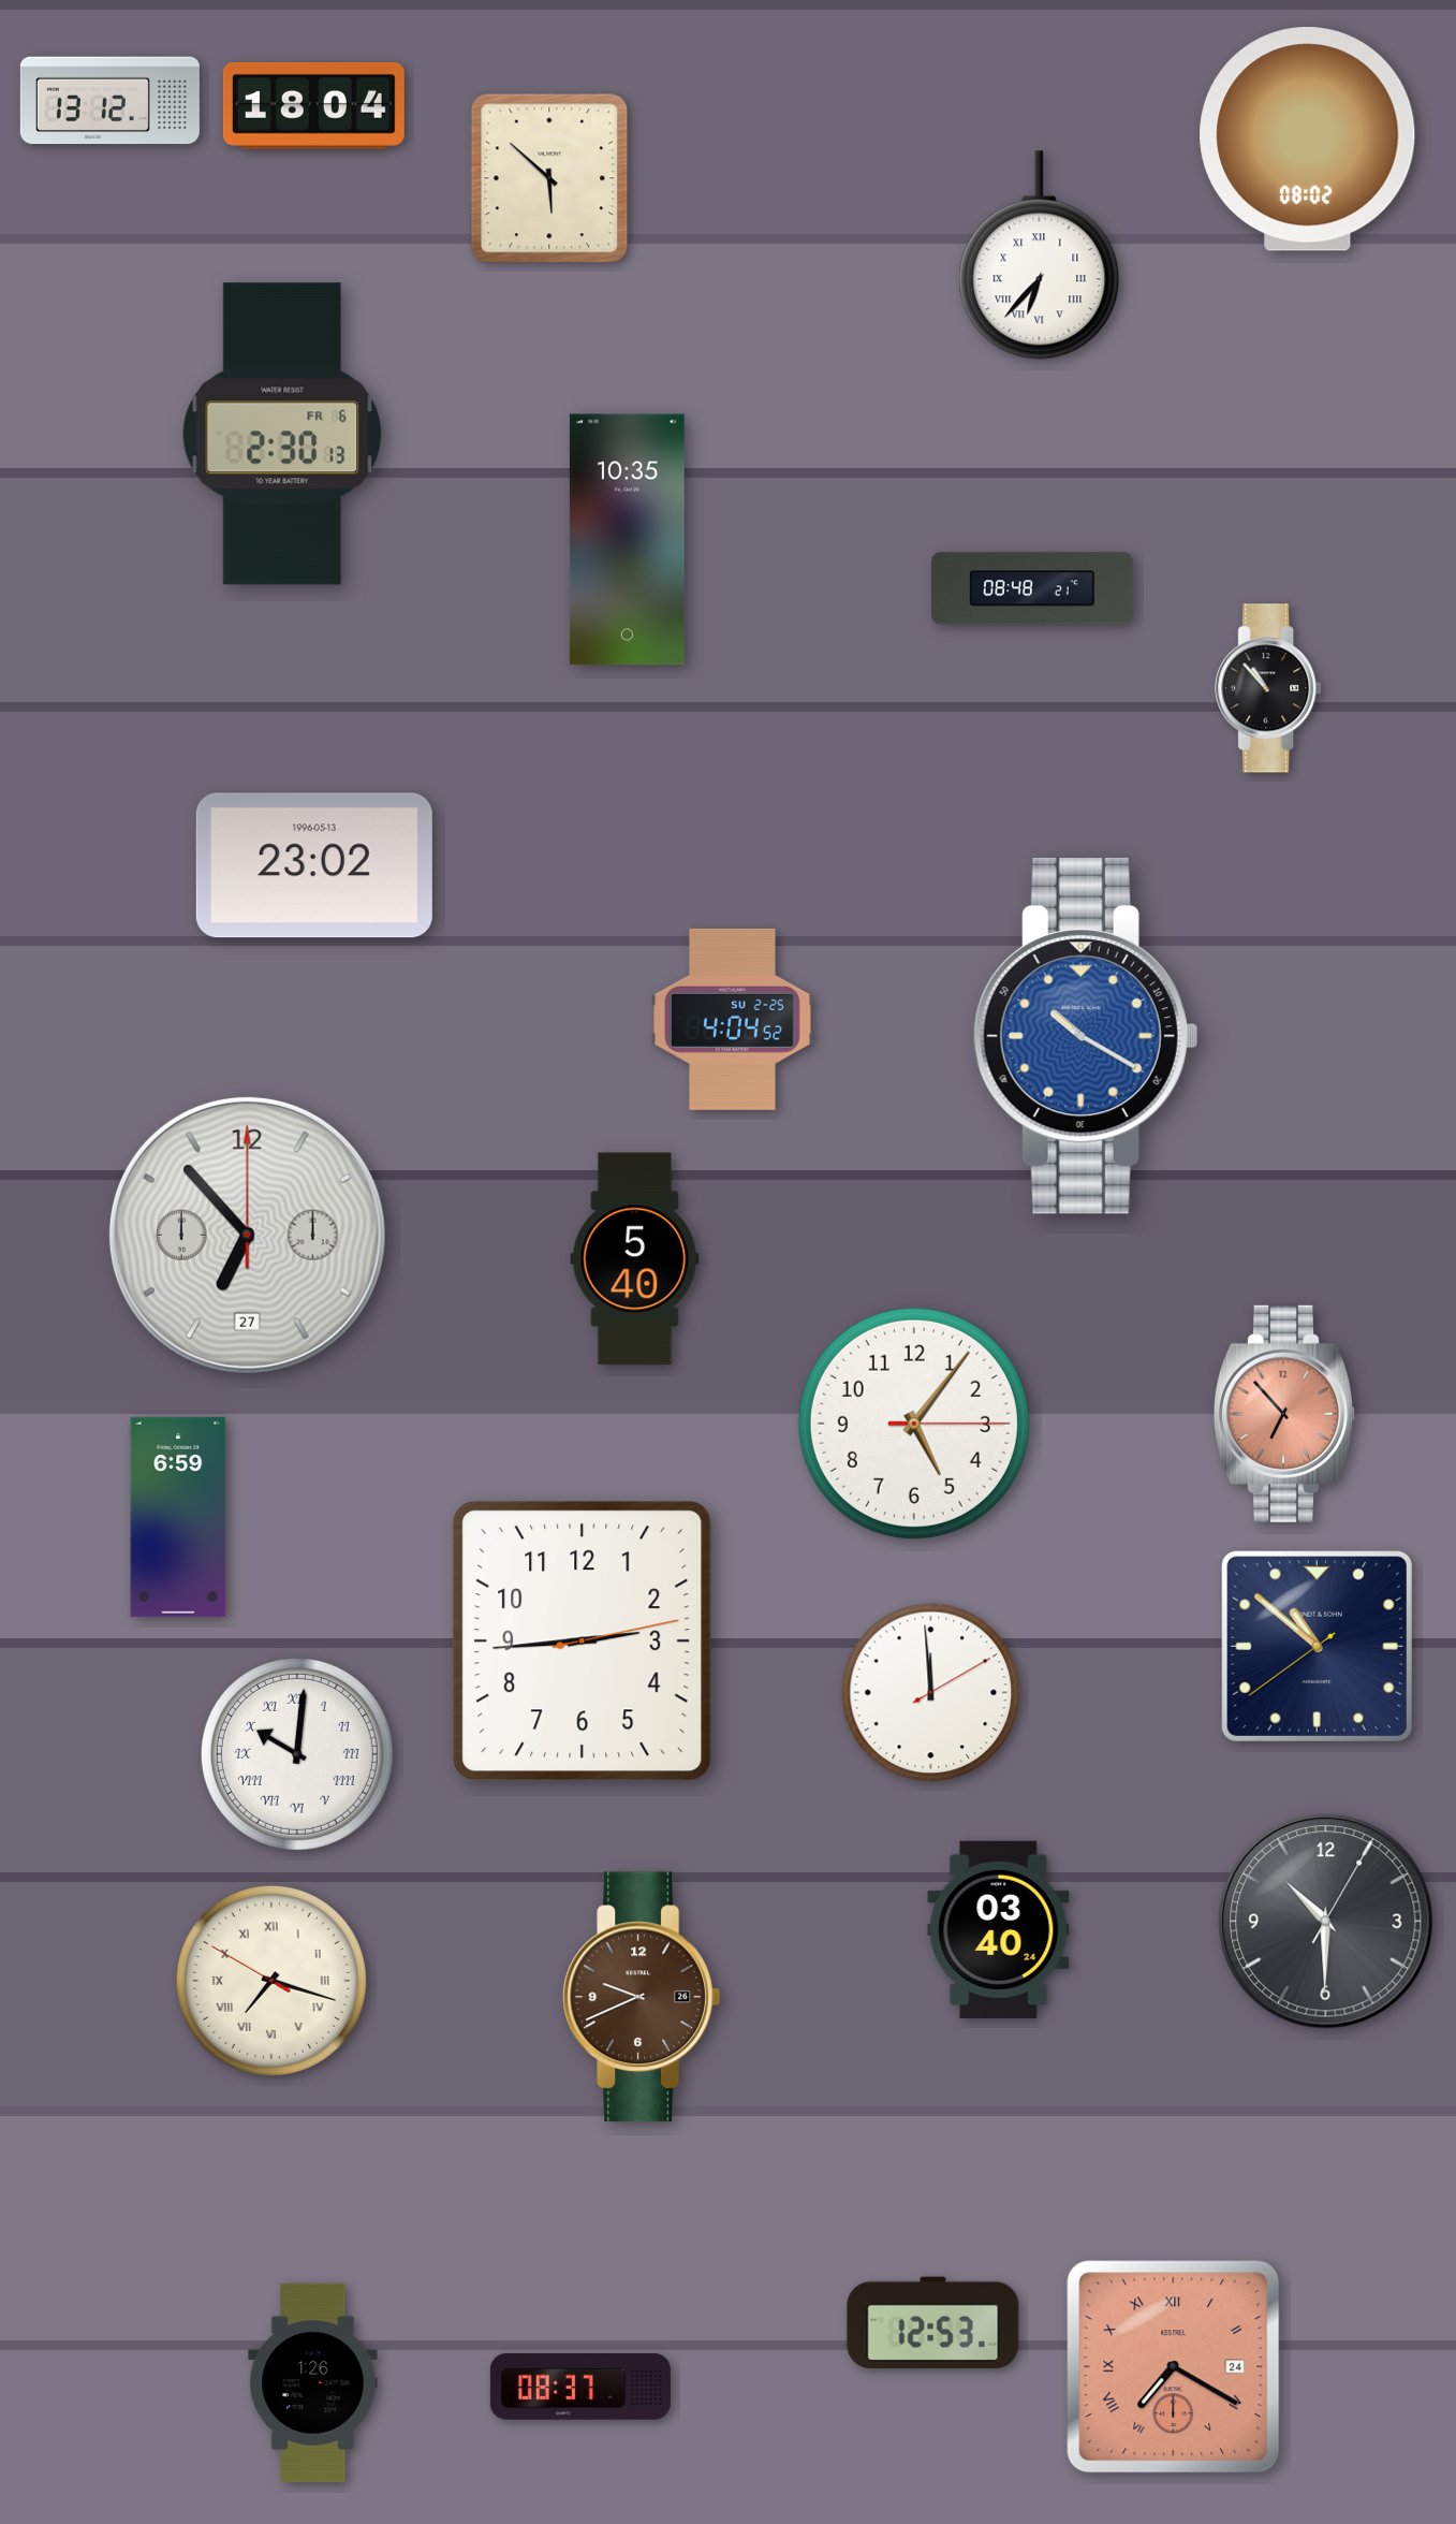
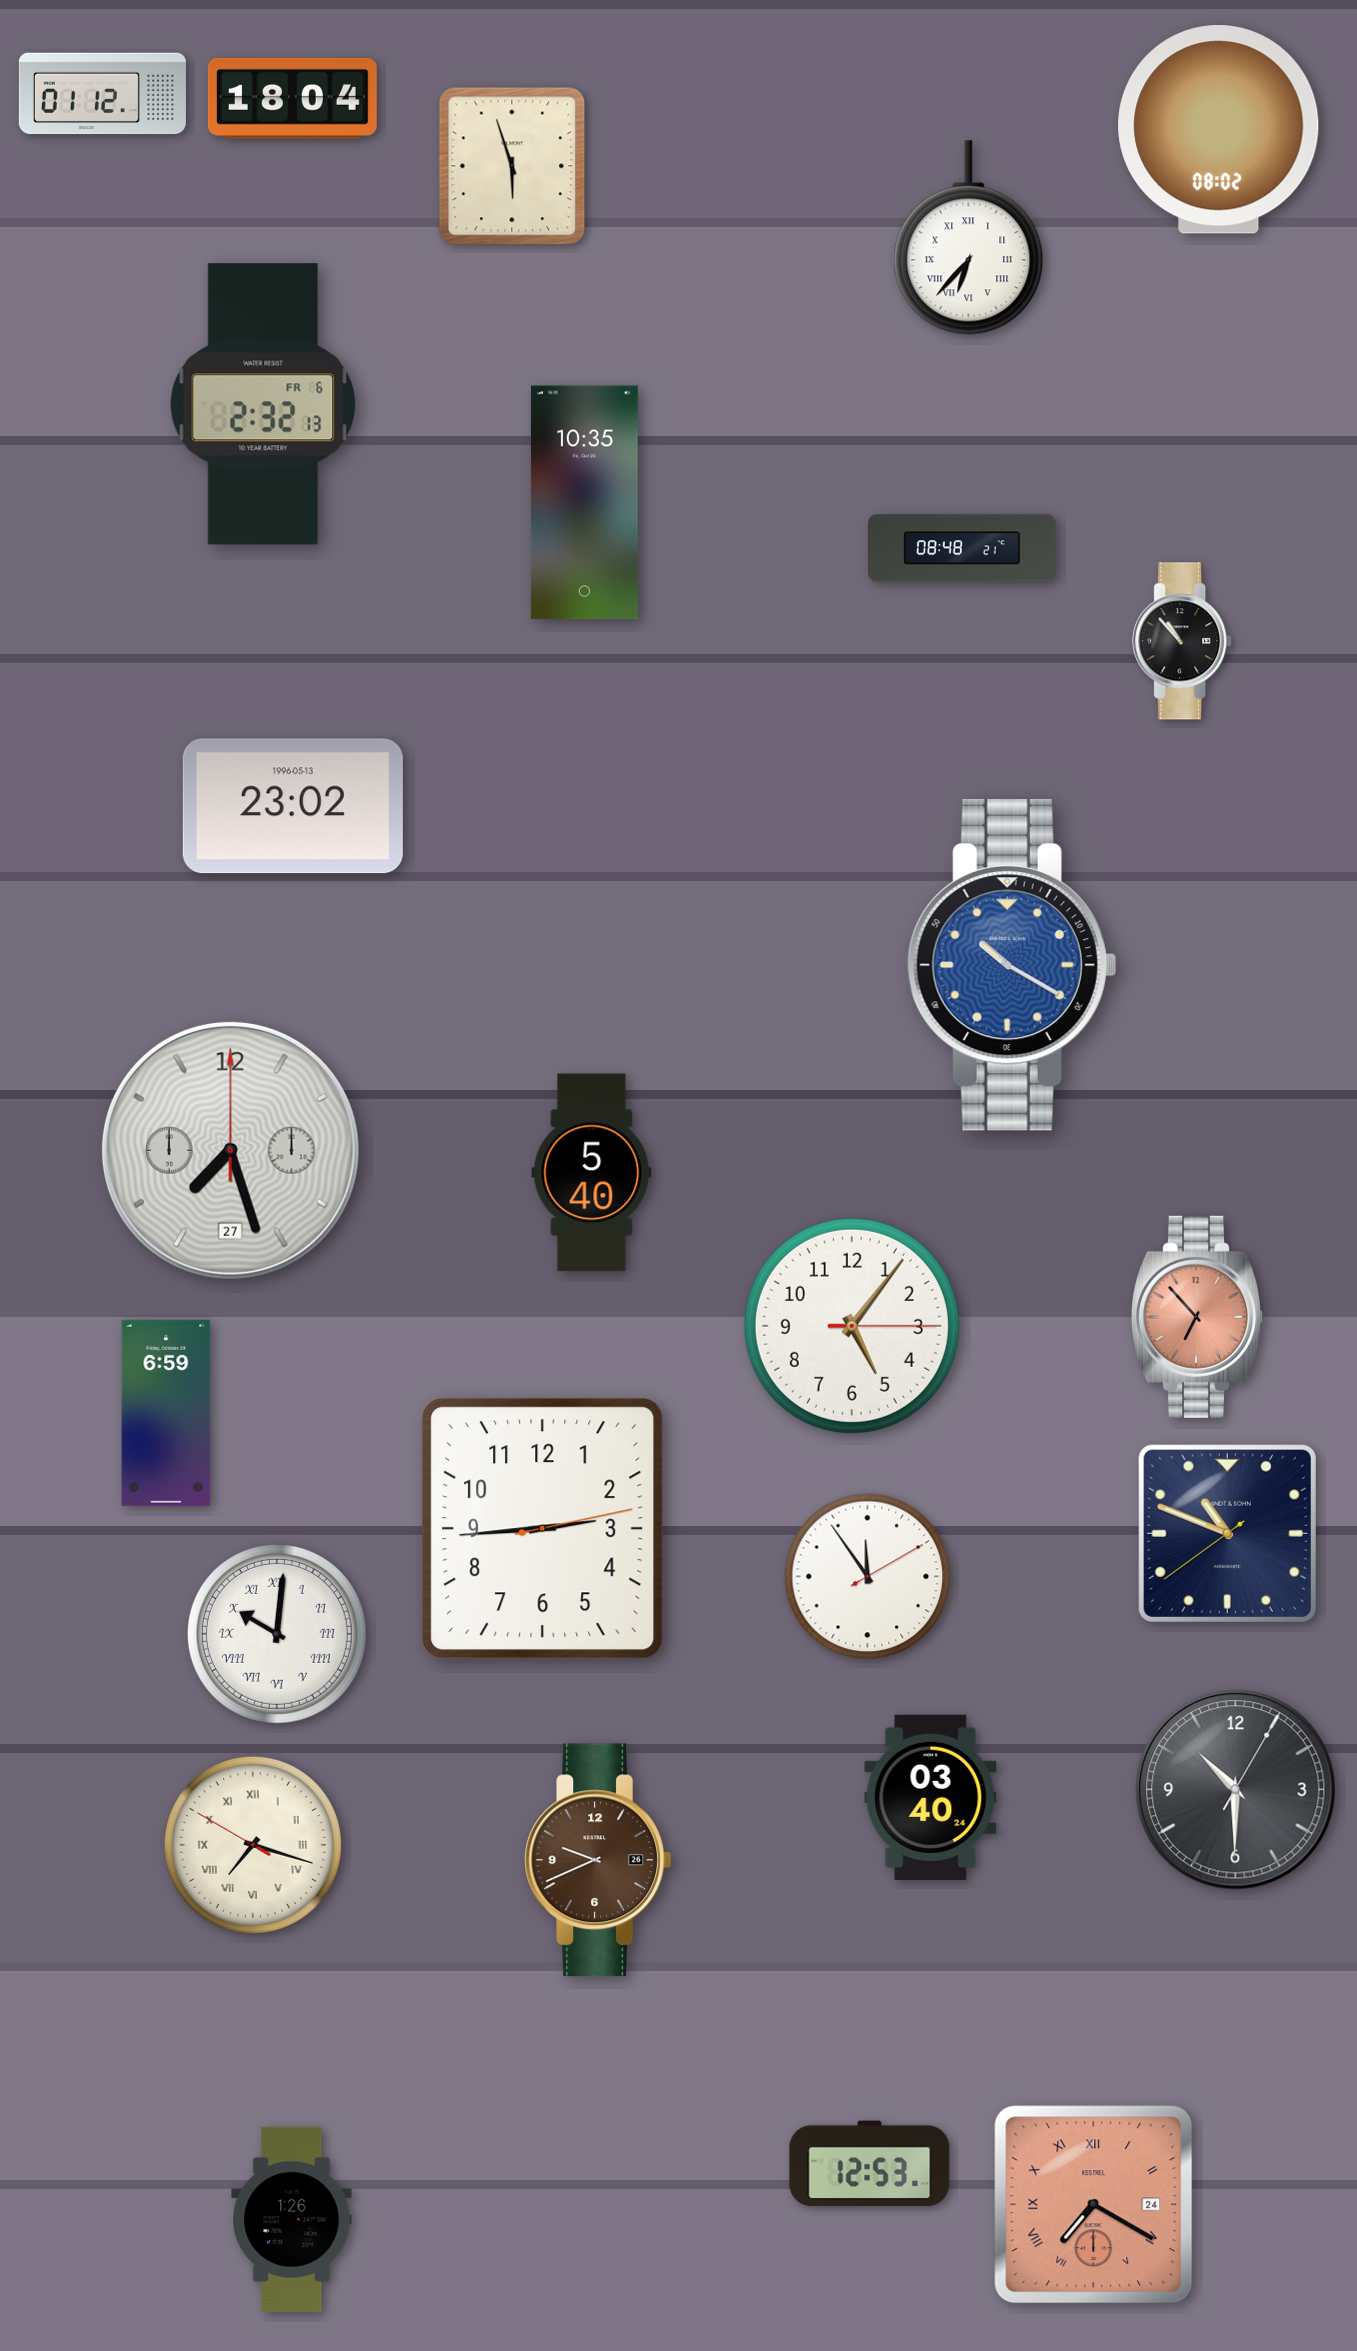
clock at (109, 101): 13:12 -> 01:12
clock at (549, 178): 5:52 -> 5:57
clock at (282, 434): 2:30 -> 2:32
clock at (733, 1019): 4:04 -> none
clock at (247, 1235): 6:53 -> 7:27
clock at (1317, 1646): 10:51 -> 10:48
clock at (931, 1693): 11:59 -> 11:54
clock at (580, 2388): 08:37 -> none
